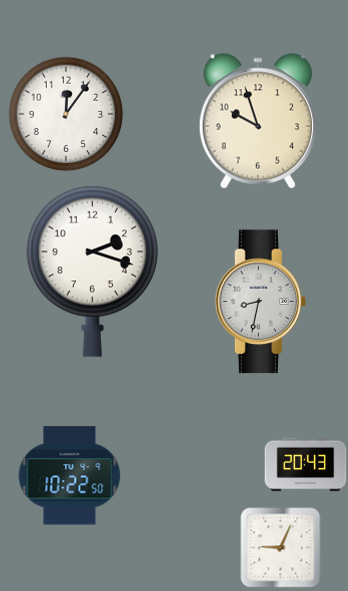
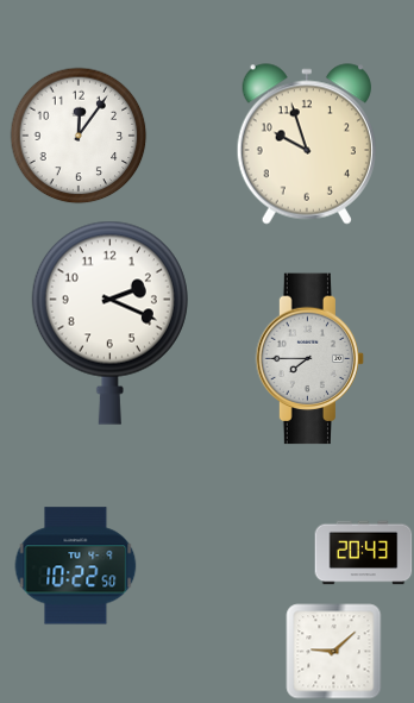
clock at (92, 271): 2:18 -> 2:19
clock at (261, 302): 8:32 -> 7:45
clock at (69, 476) position: (69, 476) -> (75, 566)
clock at (280, 547): 9:04 -> 9:08
